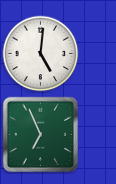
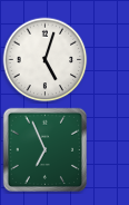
clock at (41, 54): 5:01 -> 5:03
